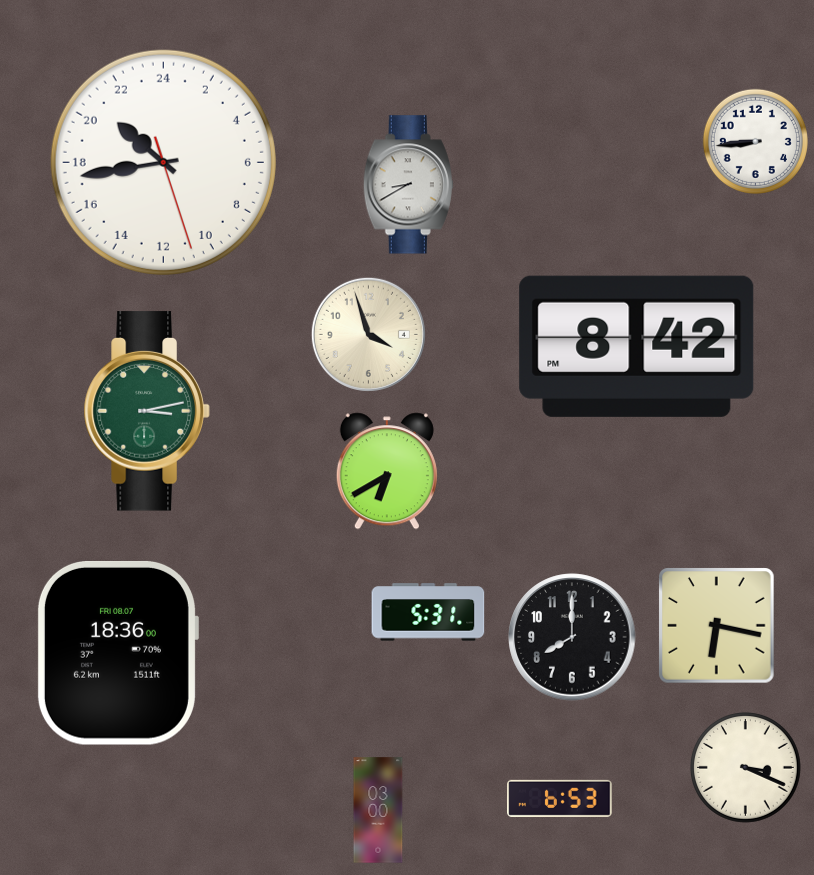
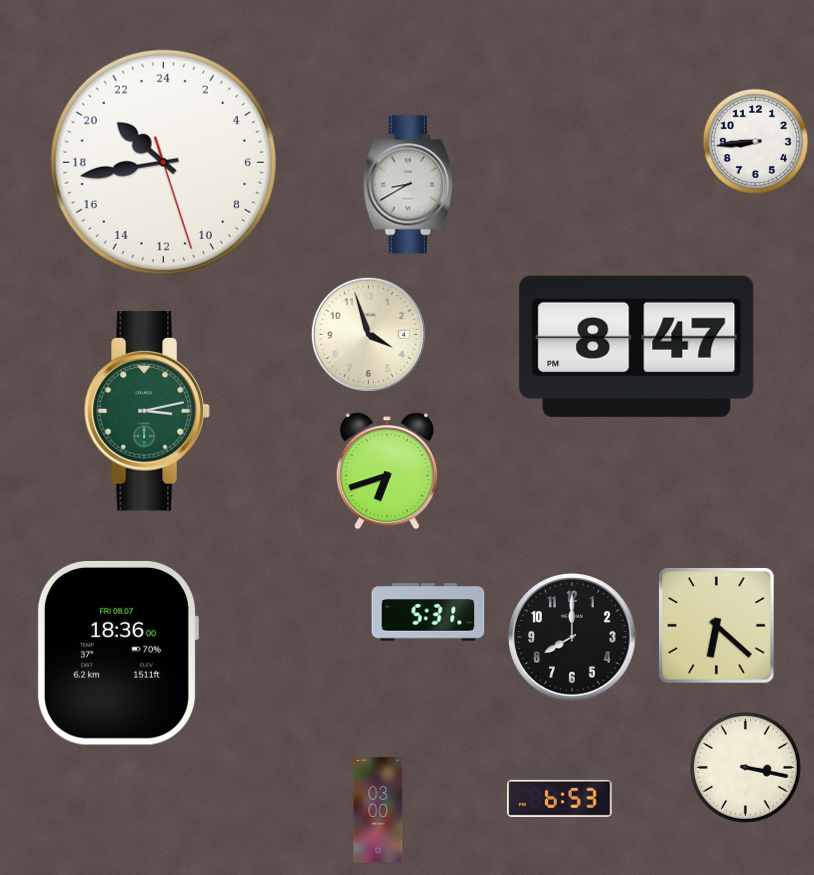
clock at (637, 346): 8:42 -> 8:47
clock at (387, 471): 6:40 -> 6:42
clock at (717, 626): 6:17 -> 6:22
clock at (746, 768): 3:19 -> 3:17
